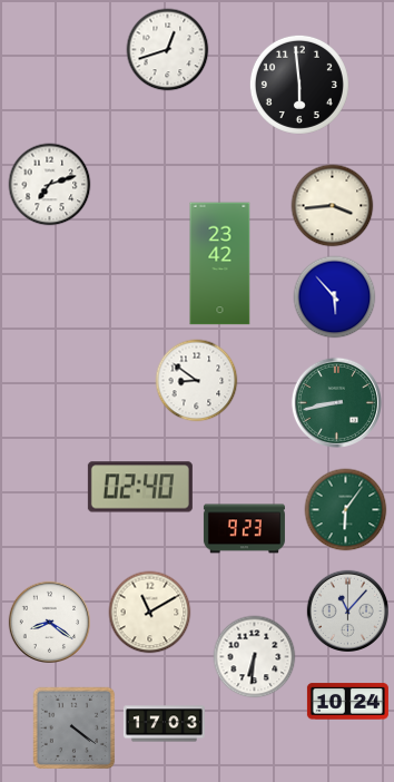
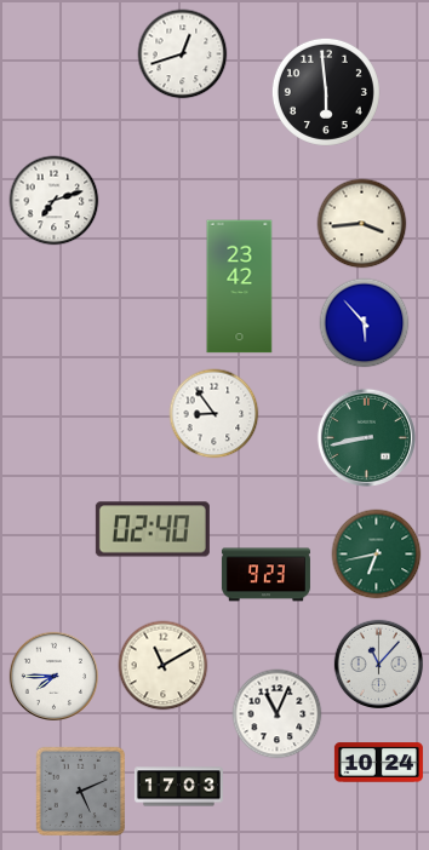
clock at (197, 381): 8:51 -> 8:54
clock at (346, 510): 6:06 -> 6:43
clock at (49, 622): 8:21 -> 7:45
clock at (255, 657): 6:31 -> 11:04
clock at (75, 729): 4:21 -> 5:11
